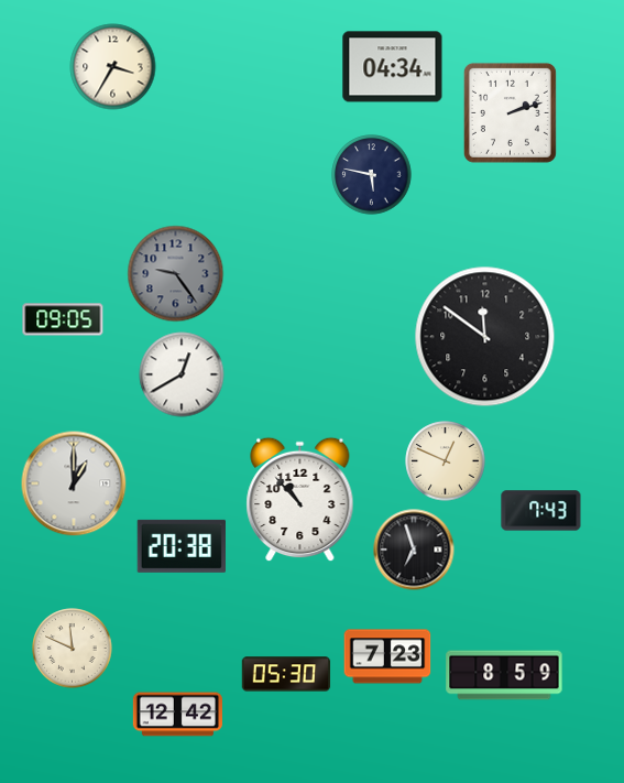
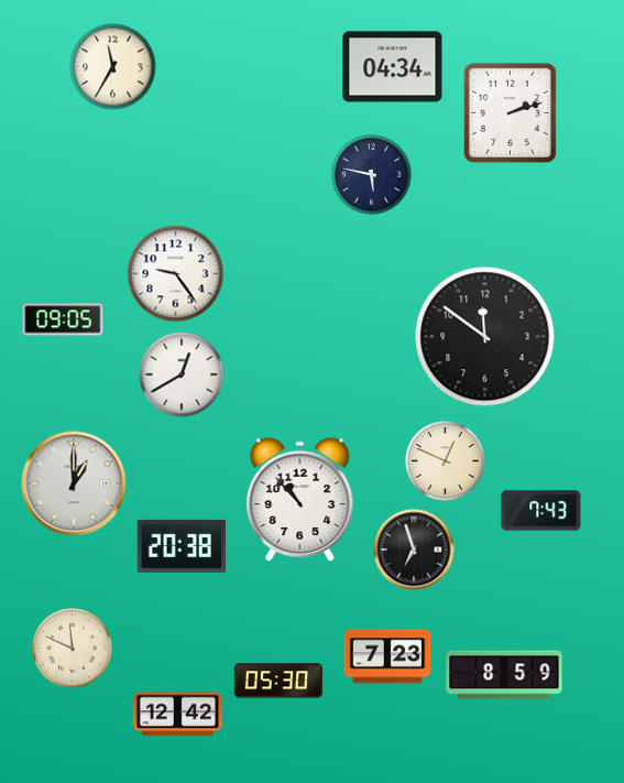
clock at (113, 67): 3:35 -> 11:35
clock at (176, 274) dial: grey -> white
clock at (286, 674) position: (286, 674) -> (278, 681)
